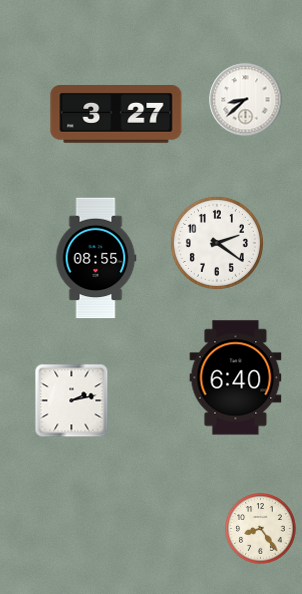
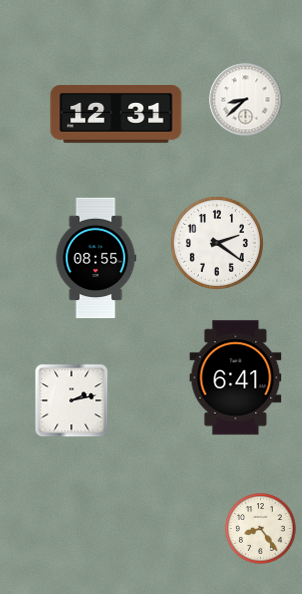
clock at (116, 115): 3:27 -> 12:31
clock at (236, 378): 6:40 -> 6:41
